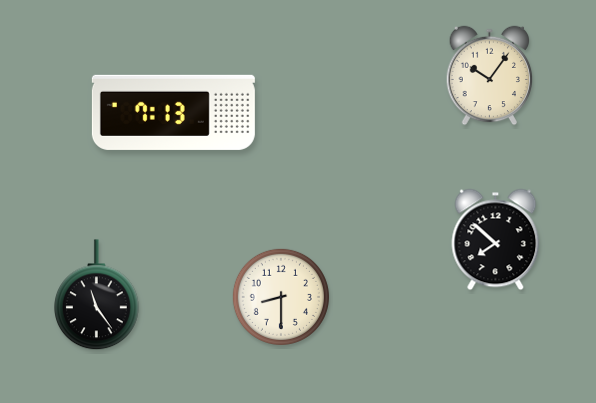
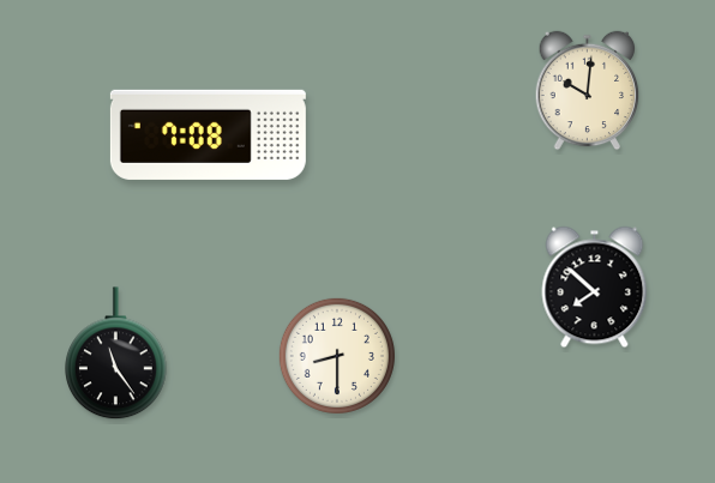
clock at (490, 76): 10:06 -> 10:01
clock at (173, 112): 7:13 -> 7:08
